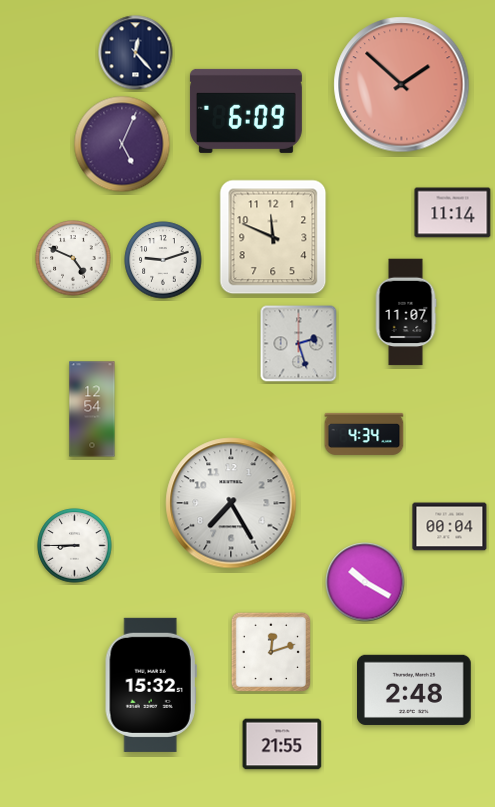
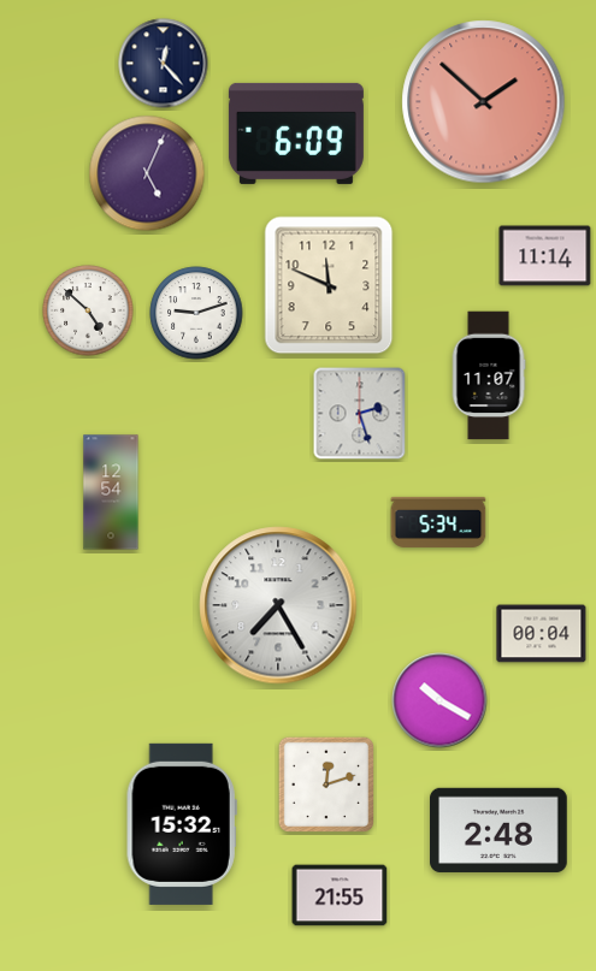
clock at (73, 258): 4:49 -> 4:52
clock at (364, 434): 4:34 -> 5:34
clock at (75, 546): 8:45 -> none
